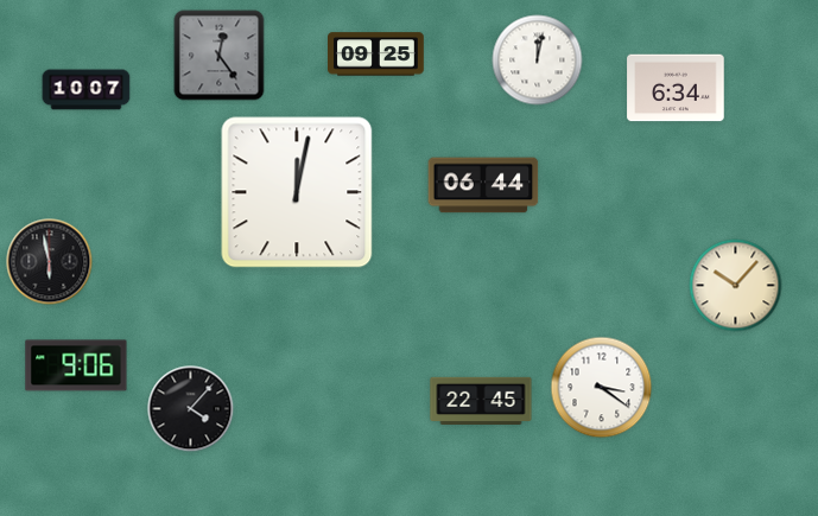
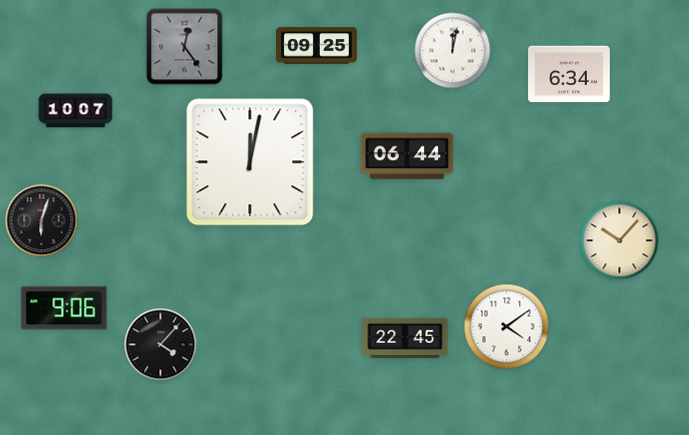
clock at (87, 90) position: (87, 90) -> (76, 111)
clock at (50, 262): 5:58 -> 6:03
clock at (602, 388): 3:21 -> 4:09
